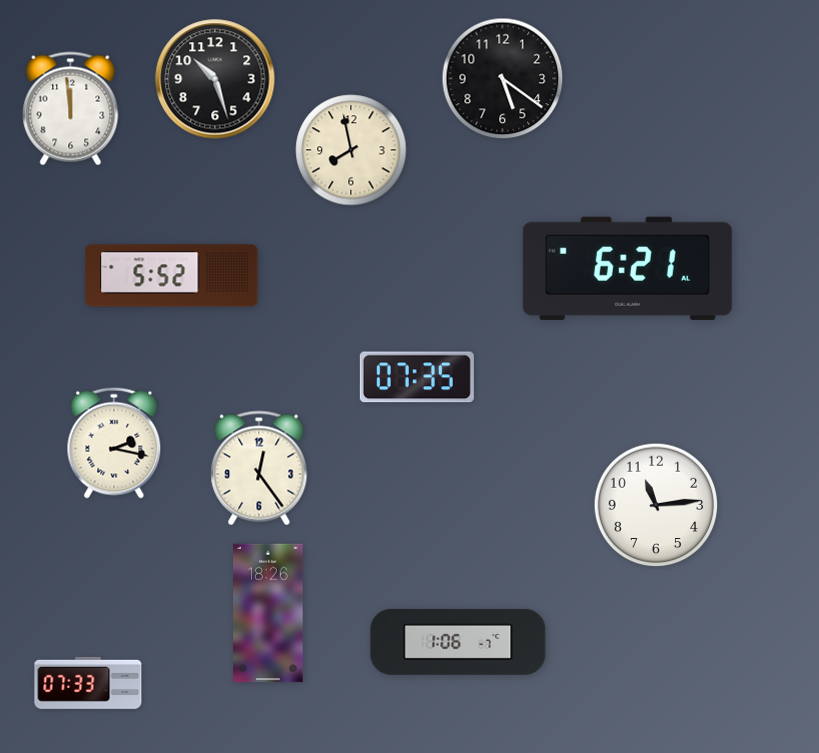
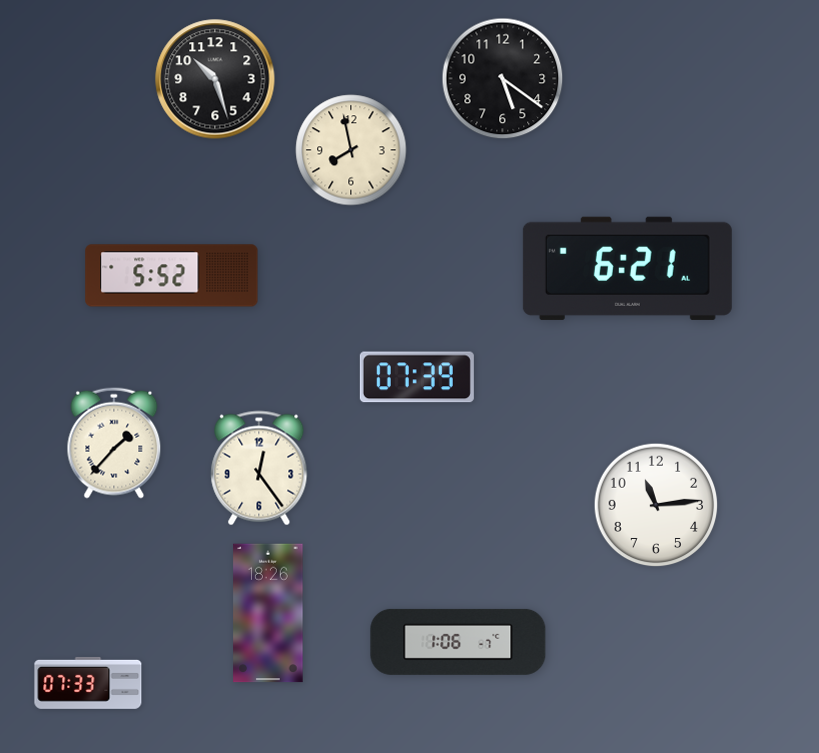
clock at (71, 109): 11:59 -> none
clock at (417, 377): 07:35 -> 07:39
clock at (114, 443): 2:17 -> 1:37
